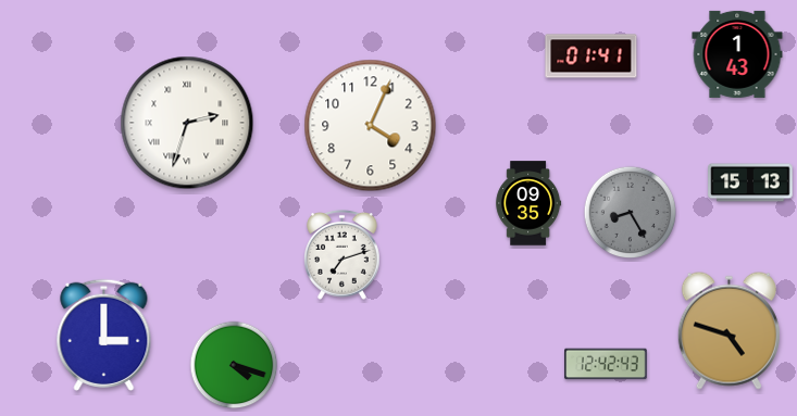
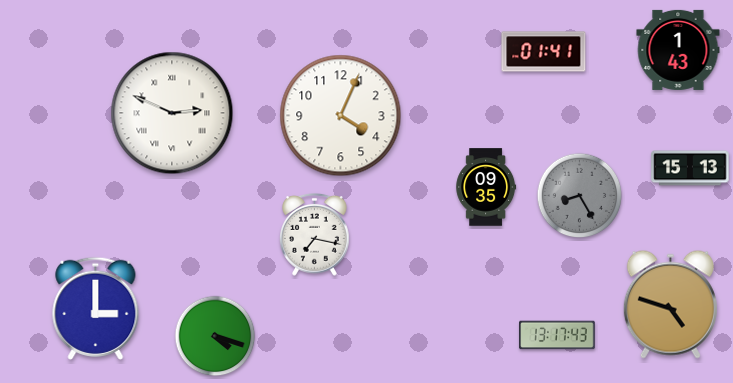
clock at (187, 123): 2:33 -> 2:49
clock at (343, 254): 7:12 -> 7:17
clock at (607, 364): 12:42 -> 13:17
